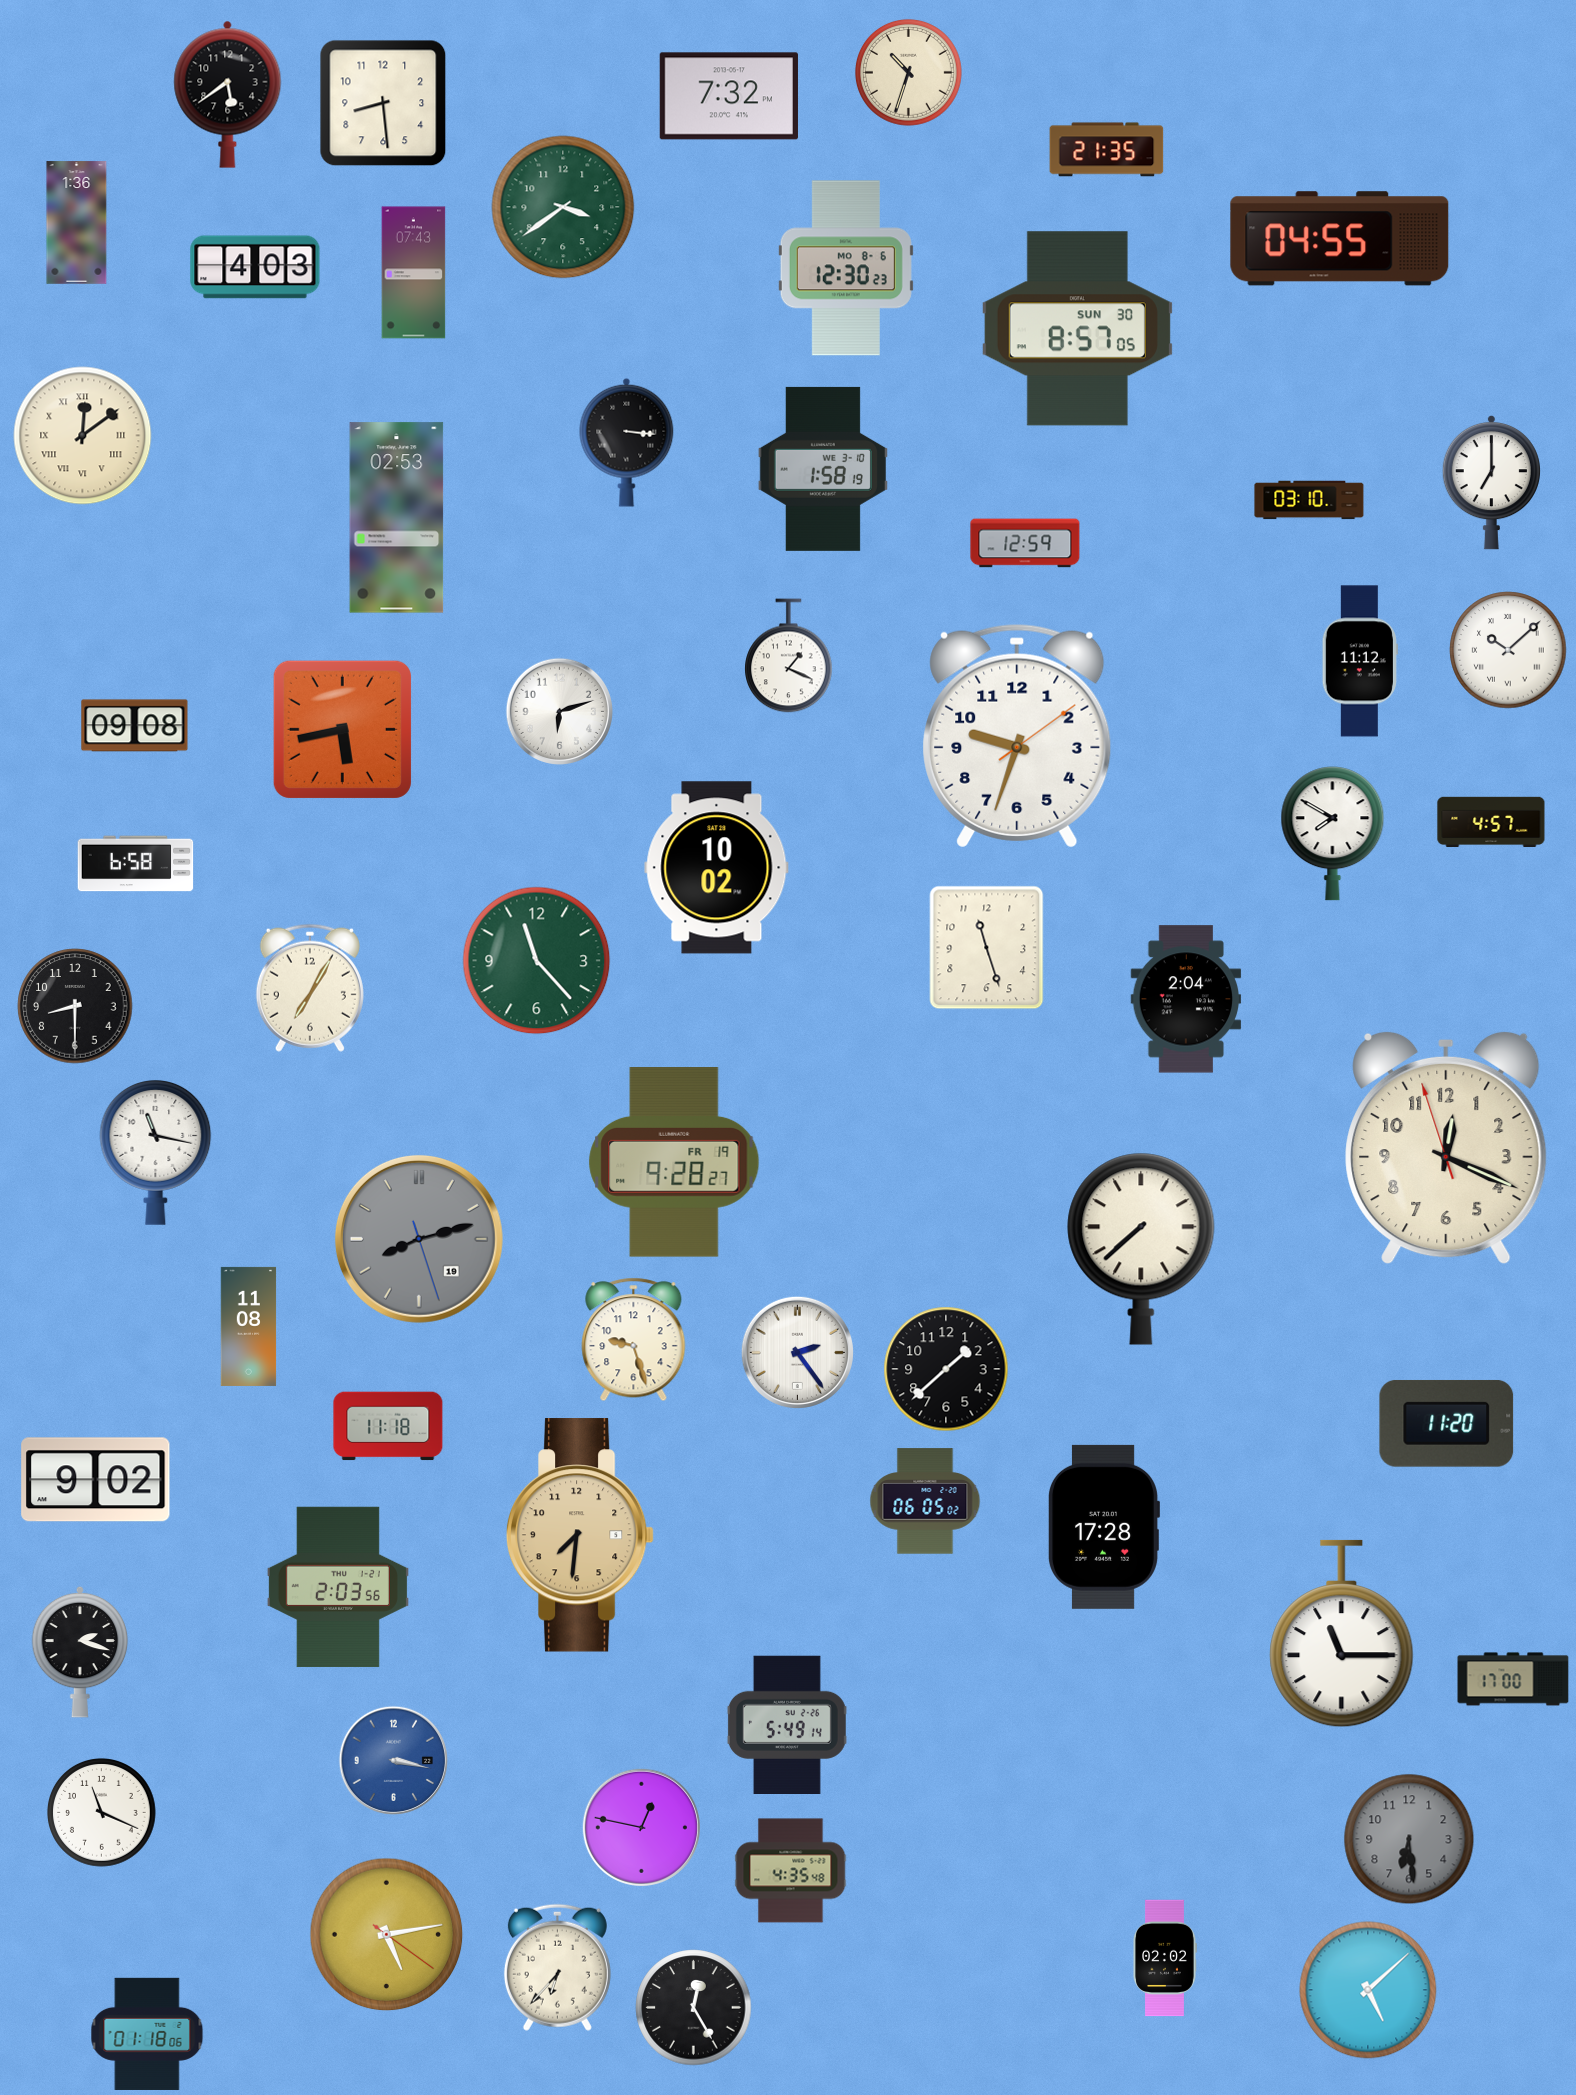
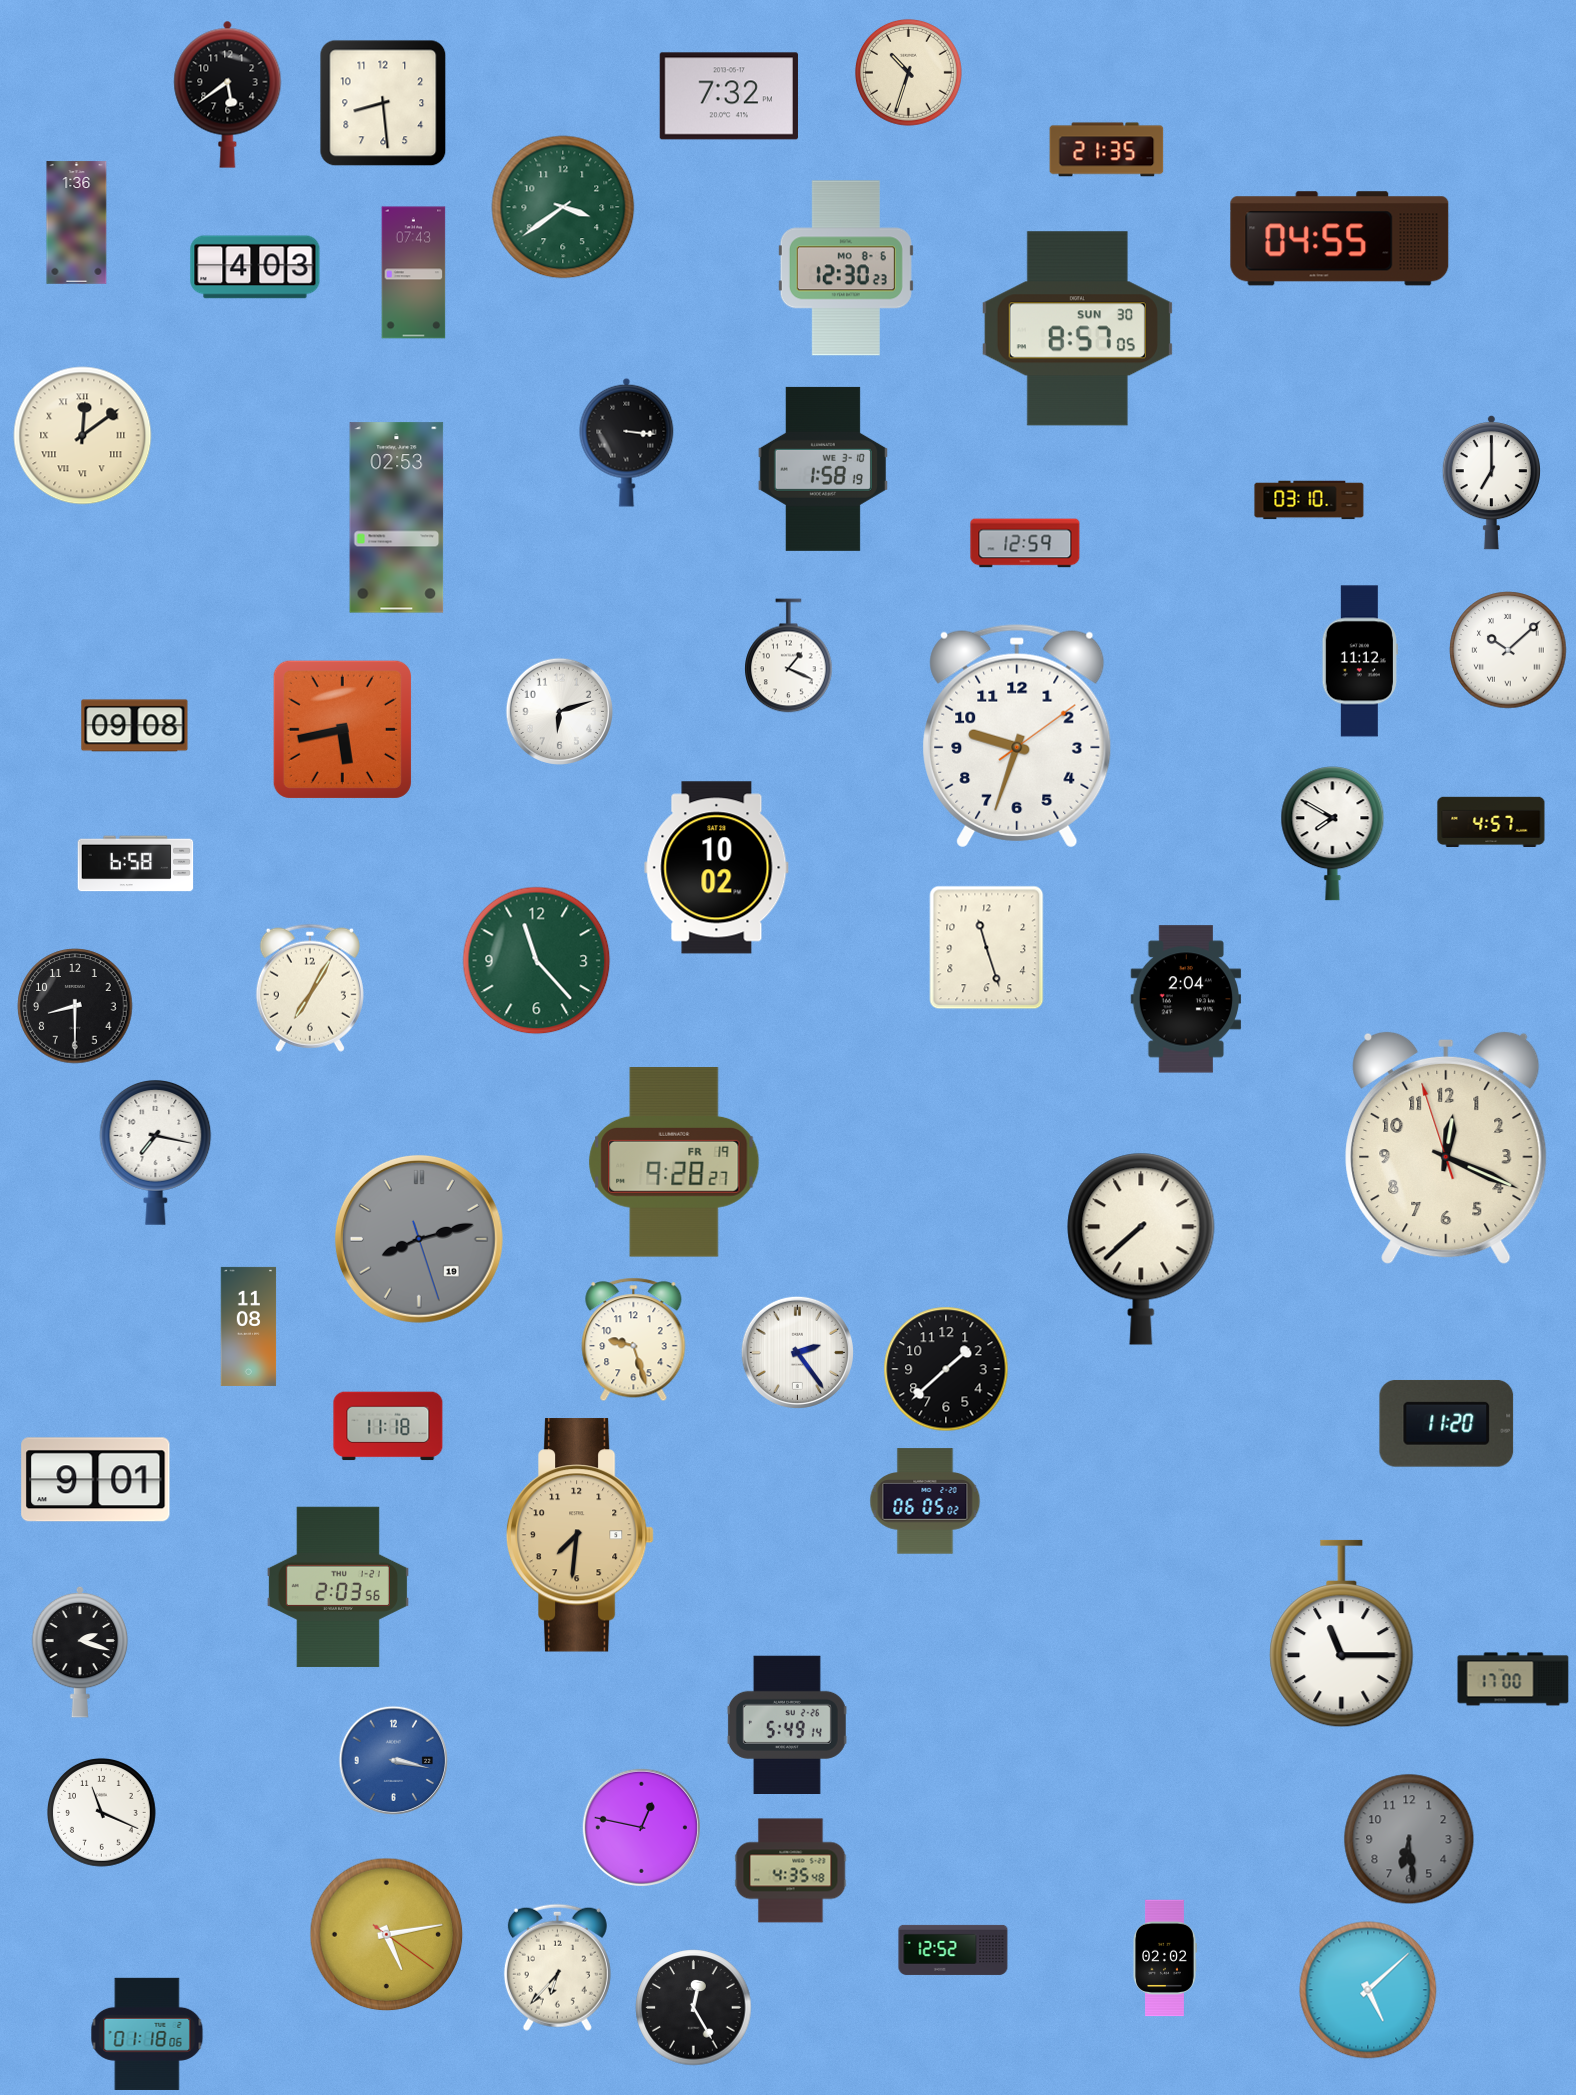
clock at (156, 1153): 11:17 -> 7:17
clock at (96, 1480): 9:02 -> 9:01
clock at (1103, 1527): 17:28 -> none
clock at (953, 1950): none -> 12:52
